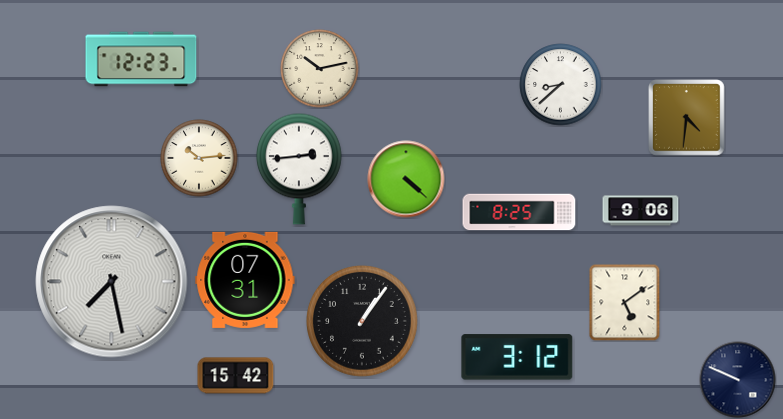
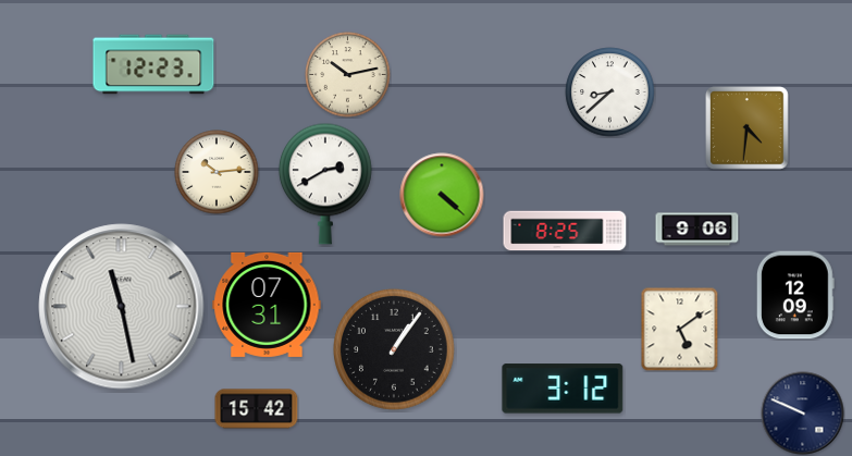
clock at (299, 169): 2:44 -> 2:40
clock at (795, 295): none -> 12:09
clock at (112, 282): 7:28 -> 11:28
